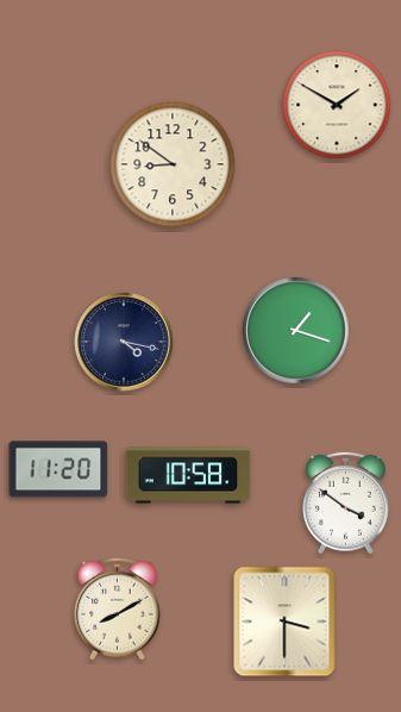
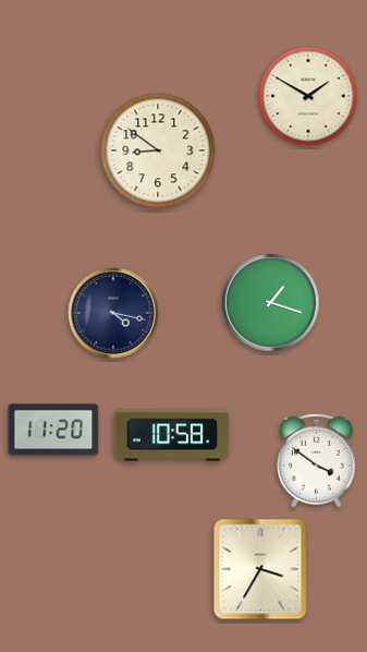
clock at (118, 608): 8:10 -> none
clock at (284, 622): 3:30 -> 3:35
